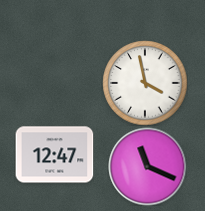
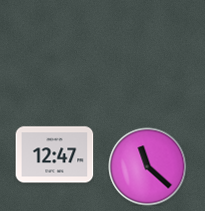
clock at (145, 83): 3:58 -> none
clock at (147, 166): 11:19 -> 11:22
